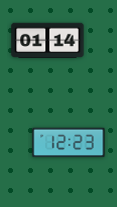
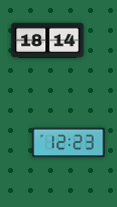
clock at (48, 41): 01:14 -> 18:14
